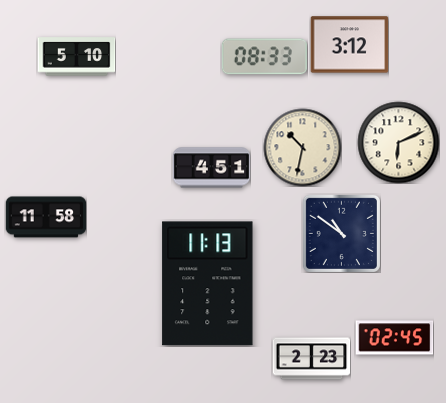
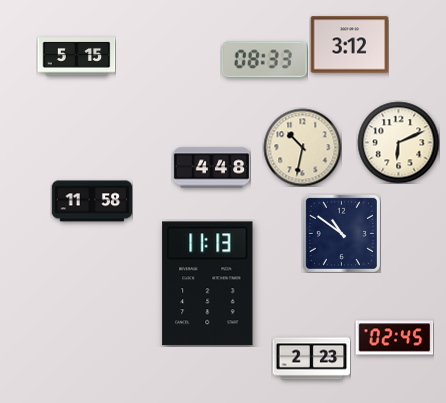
clock at (76, 57): 5:10 -> 5:15
clock at (264, 57) position: (264, 57) -> (264, 60)
clock at (211, 168): 4:51 -> 4:48
clock at (46, 217) position: (46, 217) -> (92, 201)
